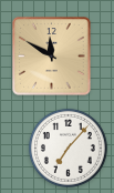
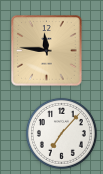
clock at (52, 57): 11:50 -> 11:46
